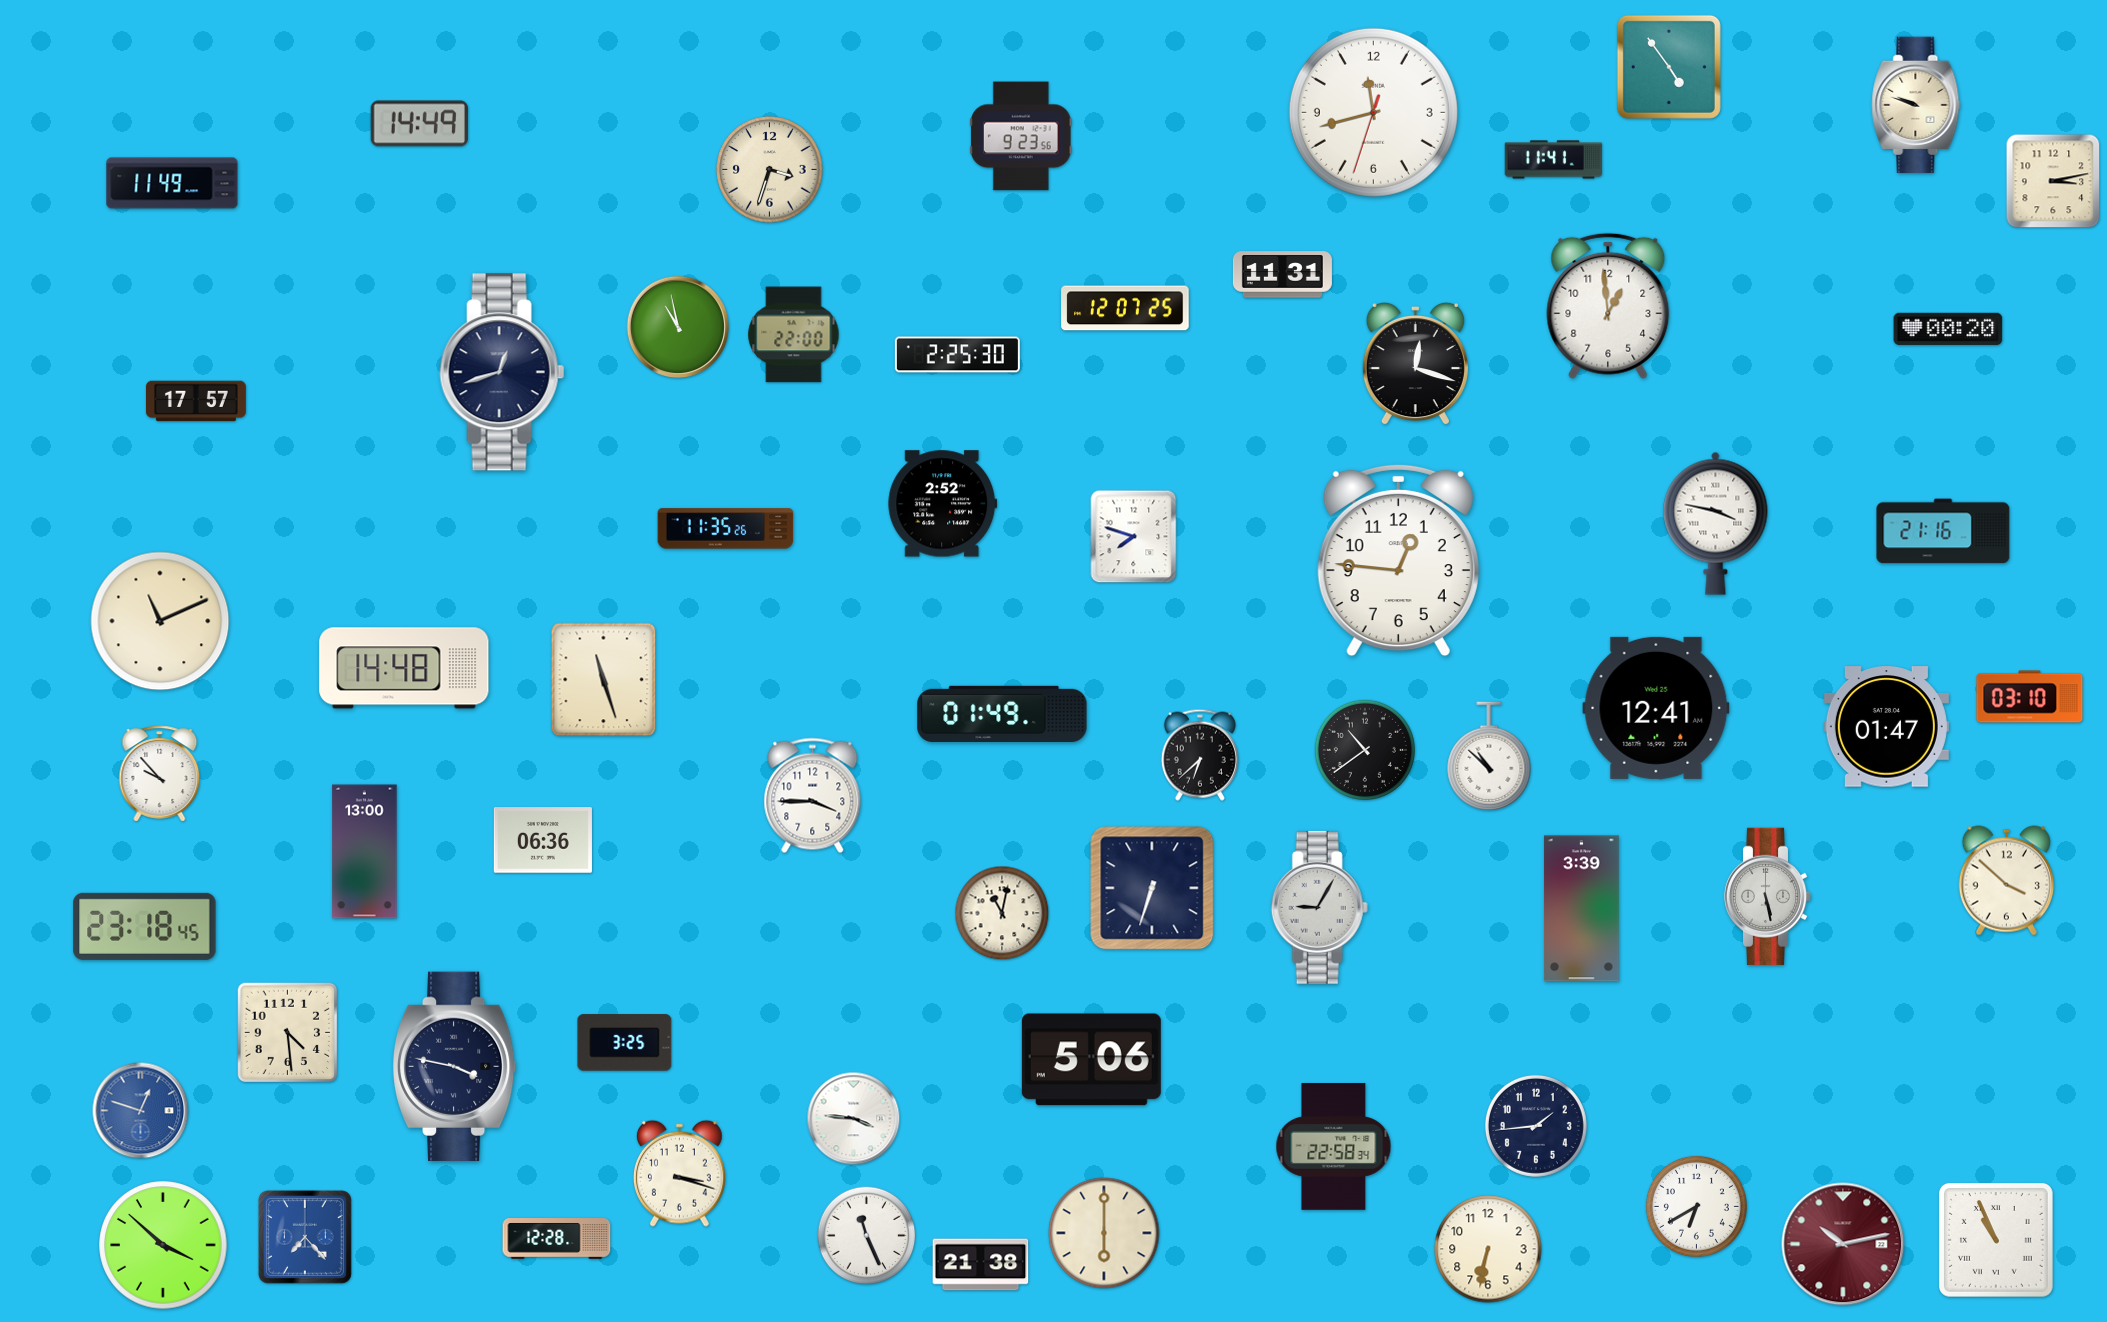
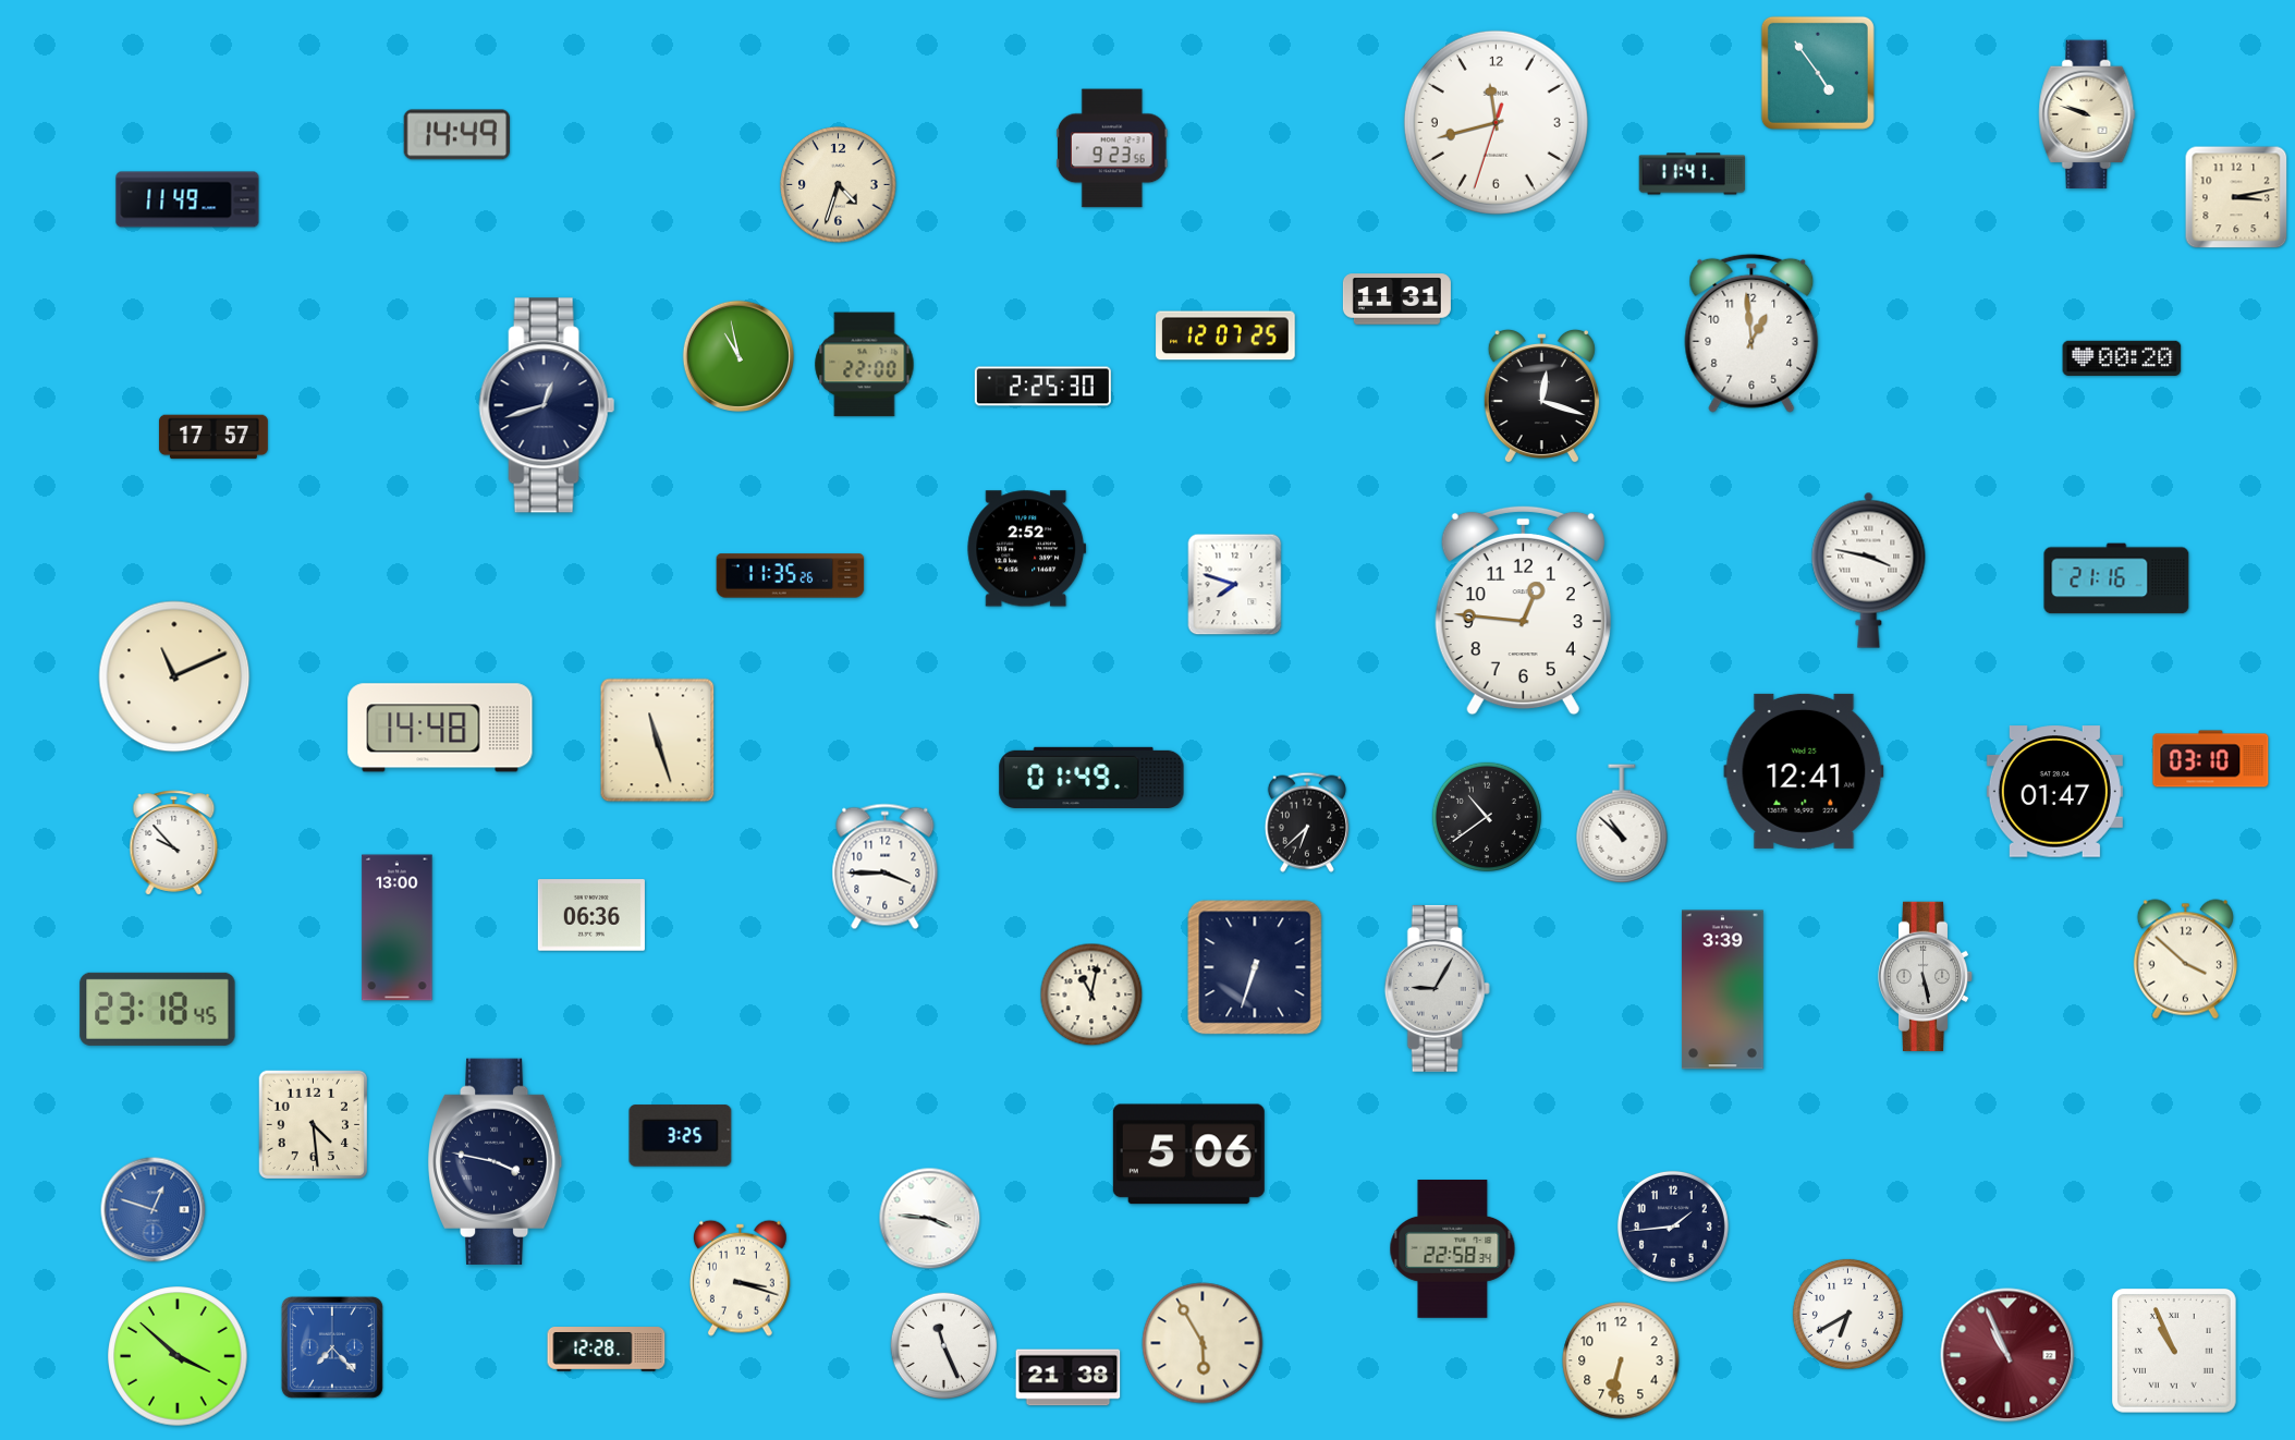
clock at (770, 170): 3:33 -> 4:33
clock at (1104, 1233): 6:00 -> 5:55
clock at (1843, 1244): 10:13 -> 10:56
